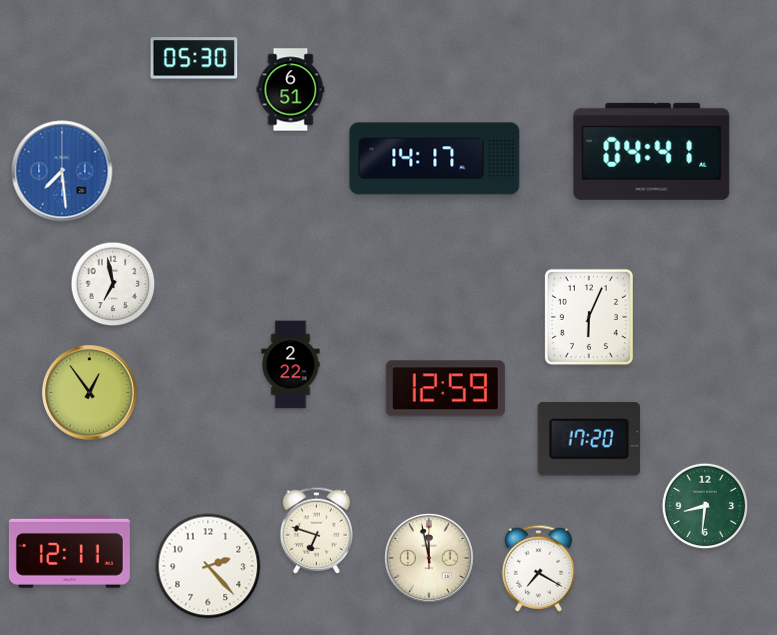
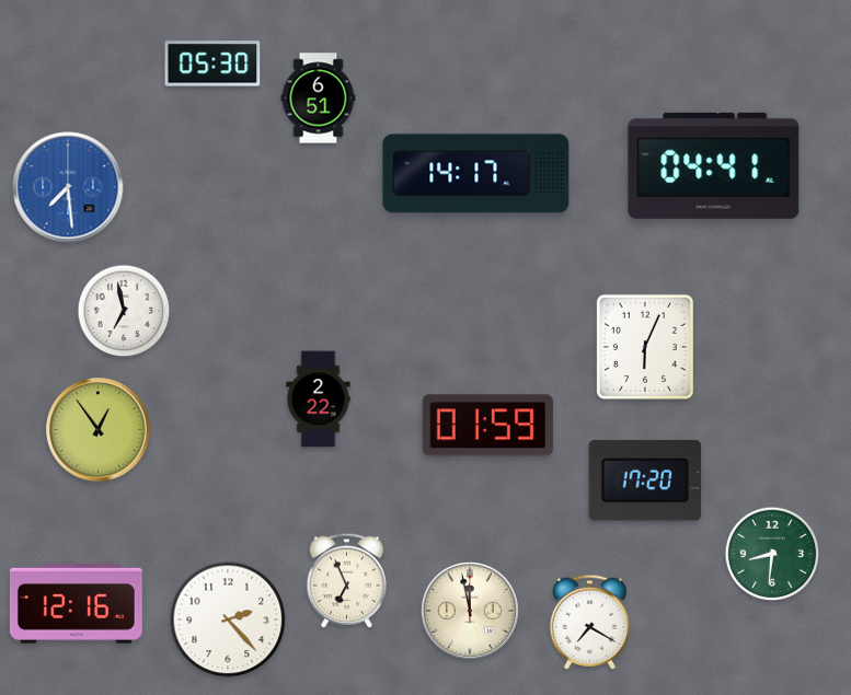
clock at (445, 389): 12:59 -> 01:59
clock at (316, 530): 6:48 -> 6:56
clock at (69, 552): 12:11 -> 12:16
